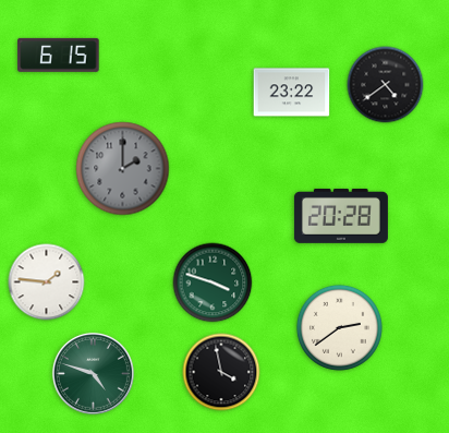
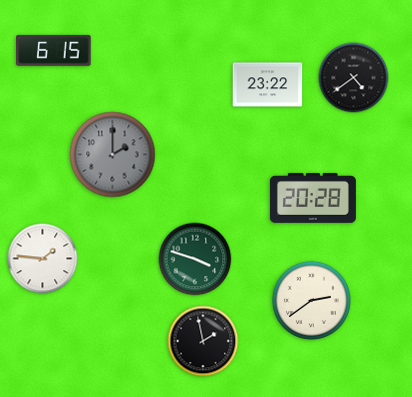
clock at (221, 372): 3:58 -> 1:58
clock at (93, 373): 4:48 -> none
